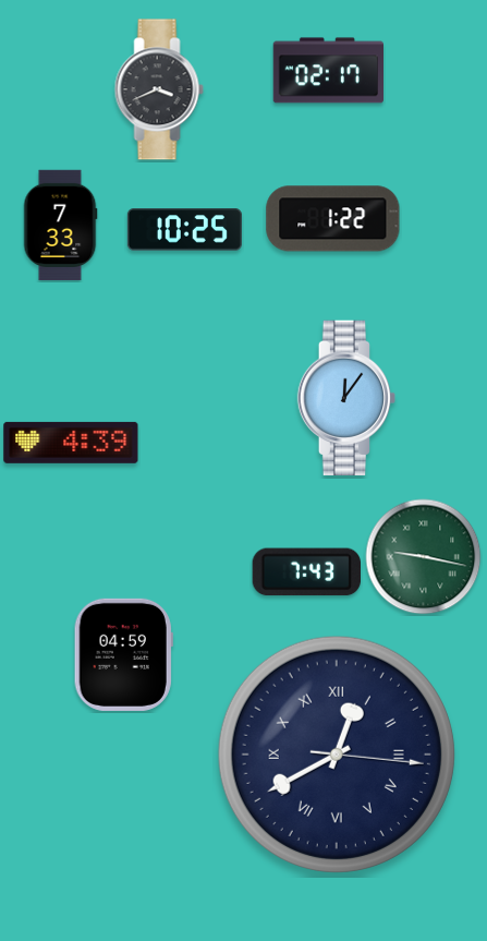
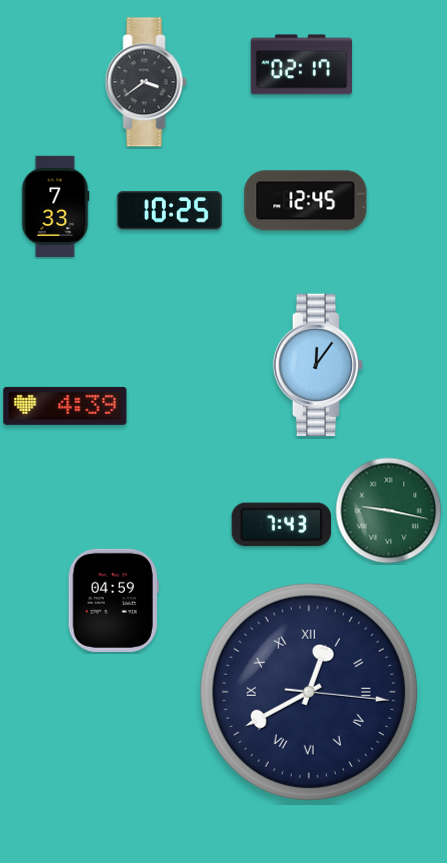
clock at (159, 89): 3:41 -> 3:39
clock at (333, 219): 1:22 -> 12:45
